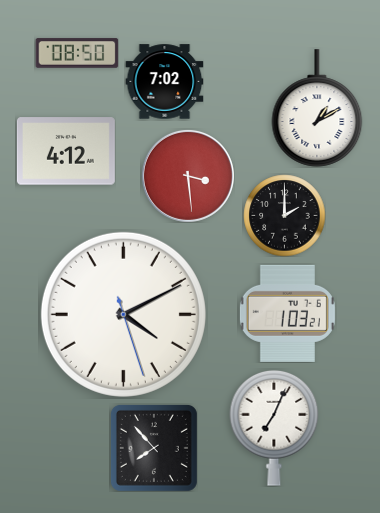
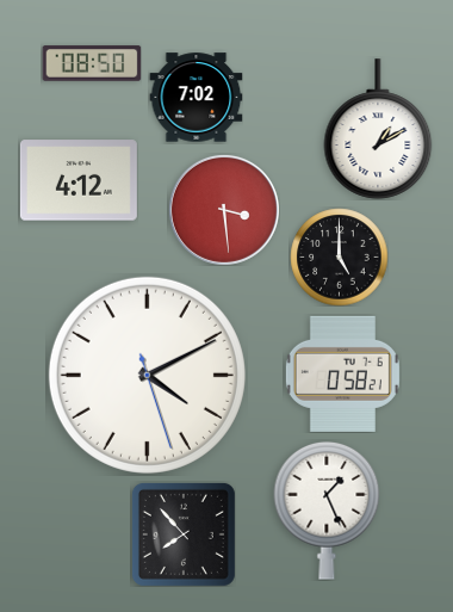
clock at (284, 215): 2:00 -> 5:00
clock at (287, 313): 1:03 -> 0:58
clock at (274, 428): 7:04 -> 1:26
